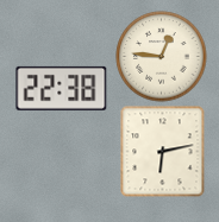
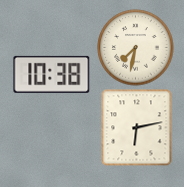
clock at (162, 57): 12:46 -> 7:32
clock at (62, 88): 22:38 -> 10:38
